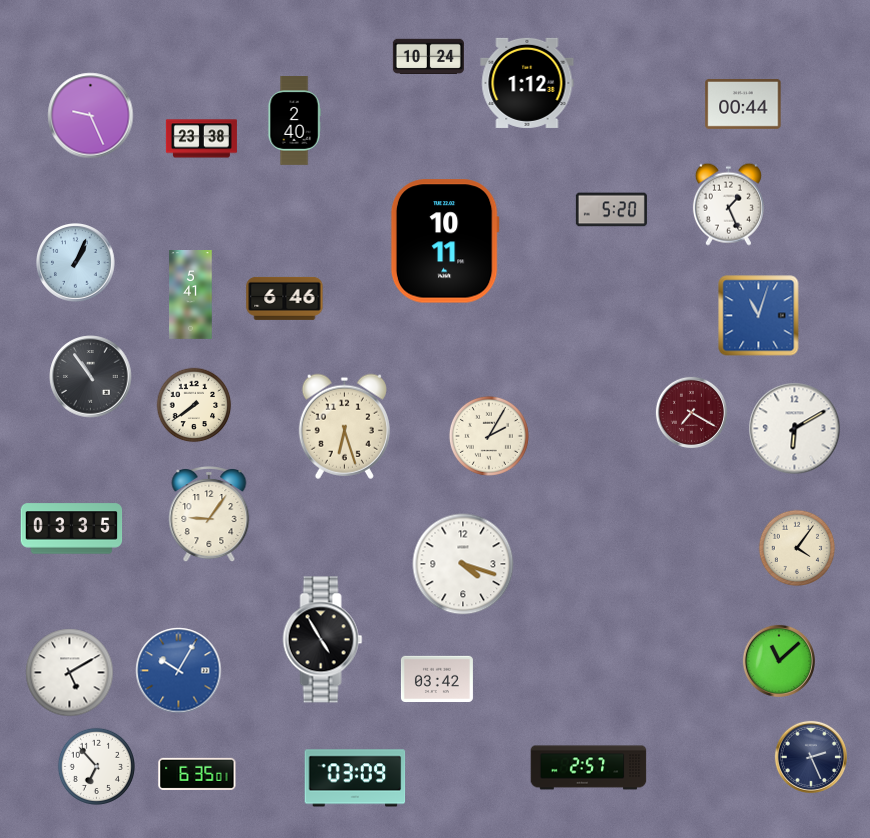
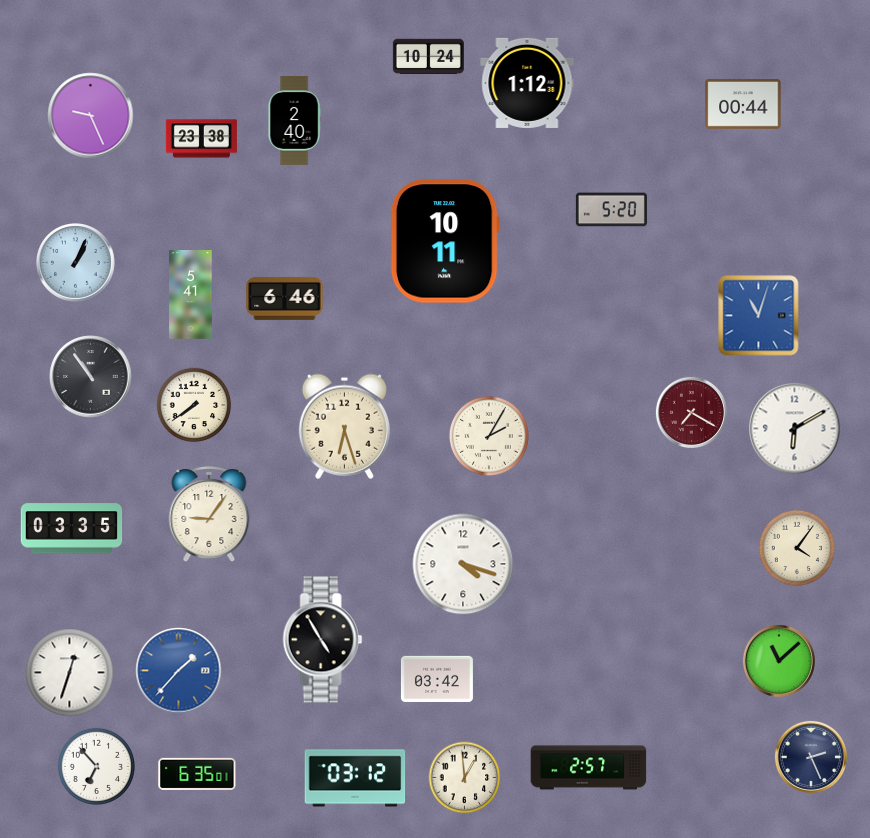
clock at (728, 204): 1:26 -> none
clock at (179, 671): 10:05 -> 1:37
clock at (70, 673): 5:10 -> 12:33
clock at (355, 778): 03:09 -> 03:12
clock at (465, 778): none -> 12:59
